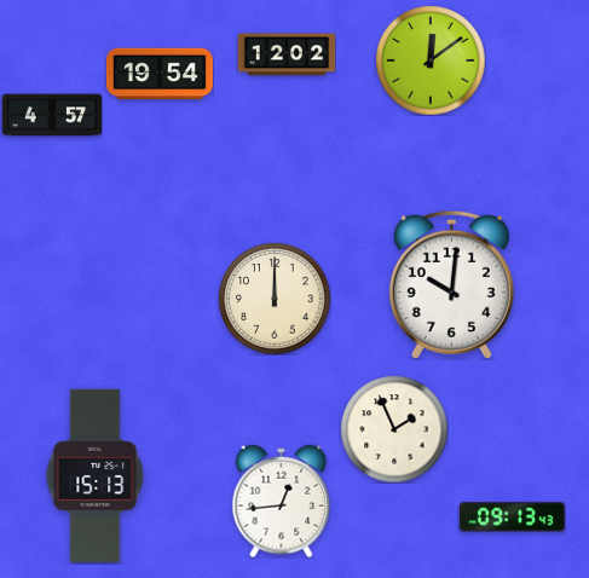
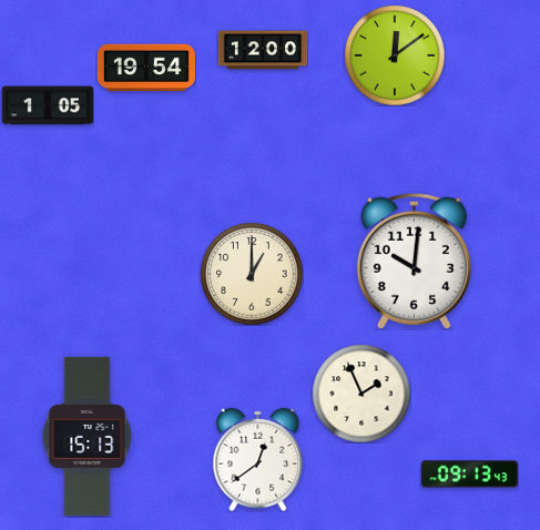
clock at (287, 54): 12:02 -> 12:00
clock at (52, 115): 4:57 -> 1:05
clock at (275, 299): 12:00 -> 1:00
clock at (282, 501): 12:44 -> 12:39
